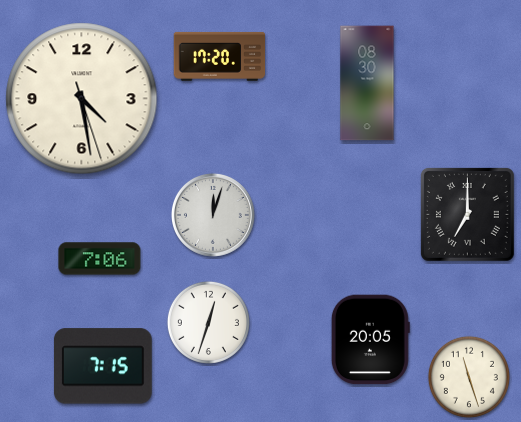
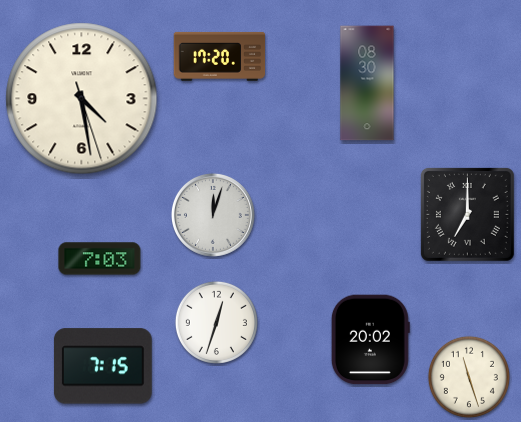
clock at (100, 259): 7:06 -> 7:03
clock at (208, 322) position: (208, 322) -> (216, 322)
clock at (370, 340): 20:05 -> 20:02
